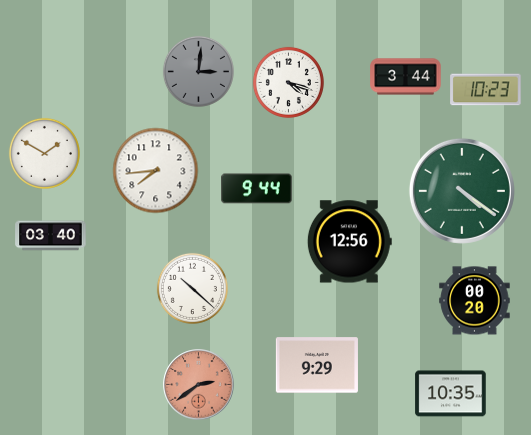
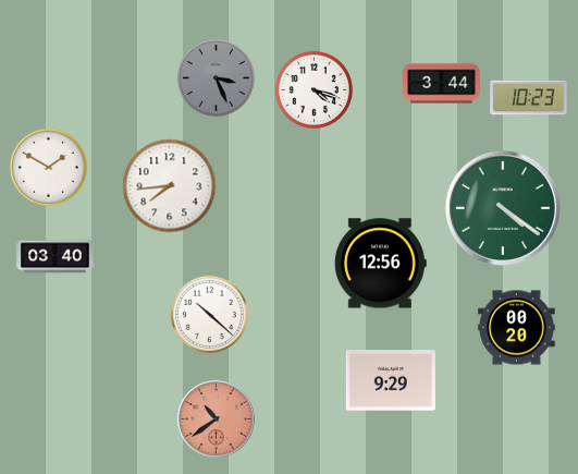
clock at (198, 71): 3:01 -> 3:26
clock at (257, 189): 9:44 -> none
clock at (317, 365) position: (317, 365) -> (391, 380)
clock at (199, 385): 2:39 -> 10:39
clock at (451, 394): 10:35 -> none
